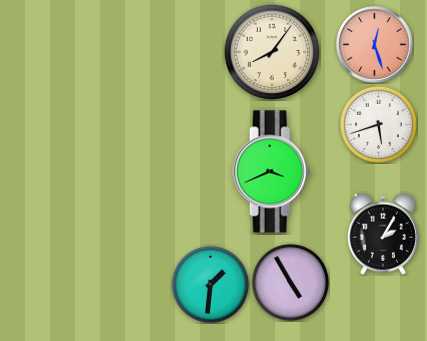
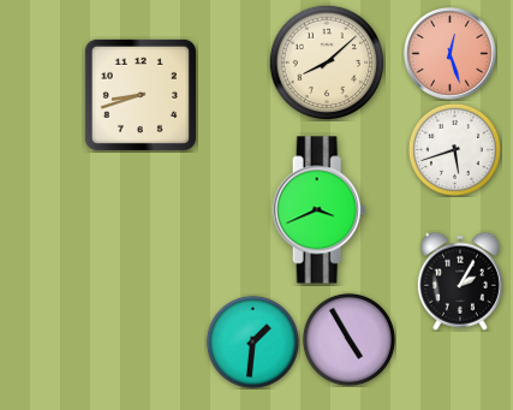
clock at (272, 52): 8:06 -> 8:08
clock at (141, 95): none -> 8:42
clock at (272, 172) position: (272, 172) -> (320, 210)
